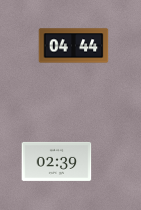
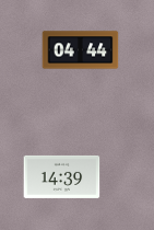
clock at (57, 161): 02:39 -> 14:39
